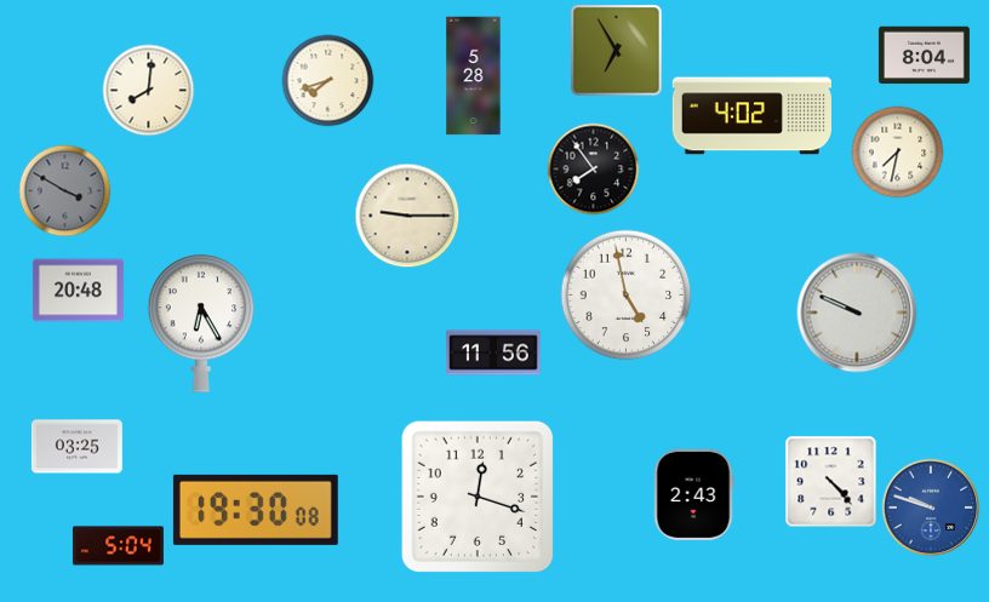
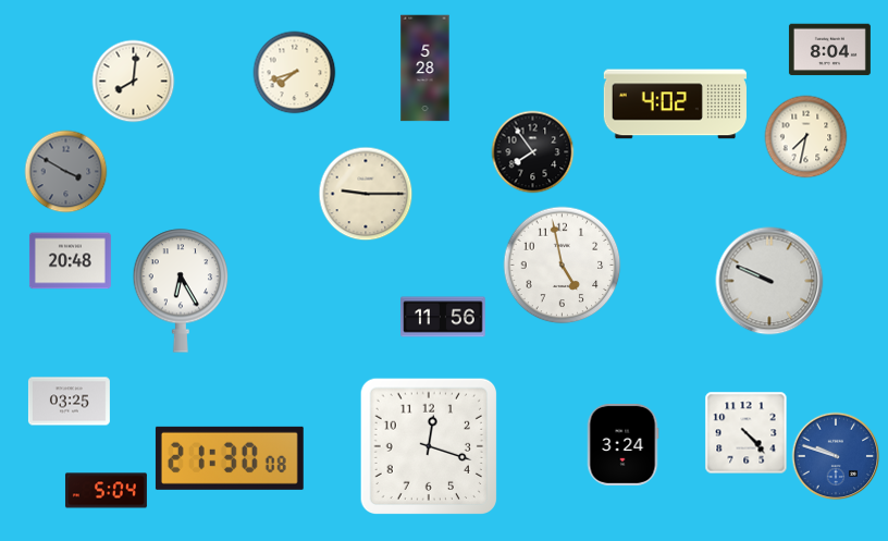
clock at (617, 51): 6:55 -> none
clock at (65, 191) position: (65, 191) -> (66, 172)
clock at (693, 494): 2:43 -> 3:24
clock at (256, 510): 19:30 -> 21:30
